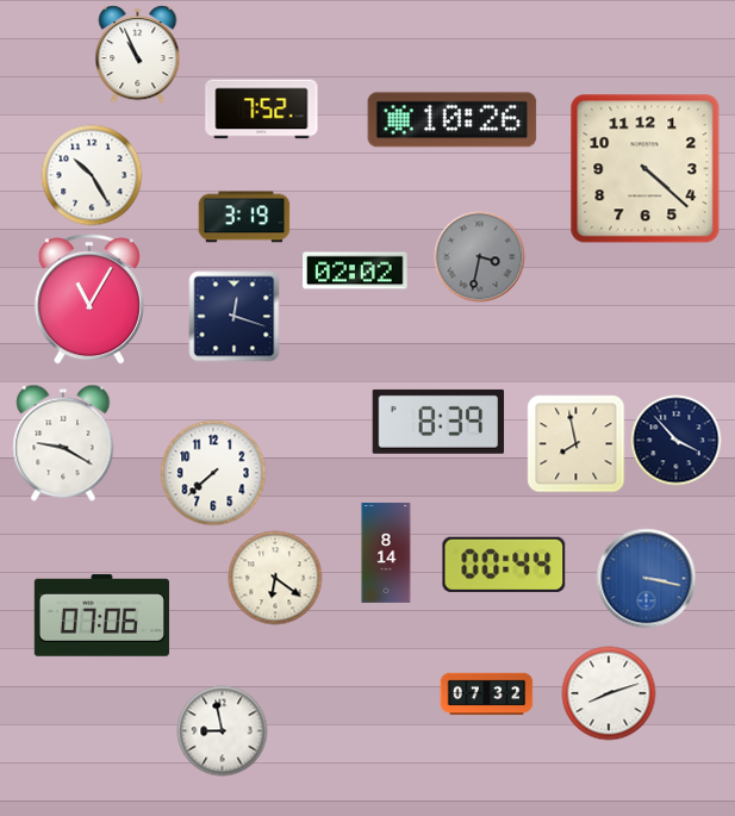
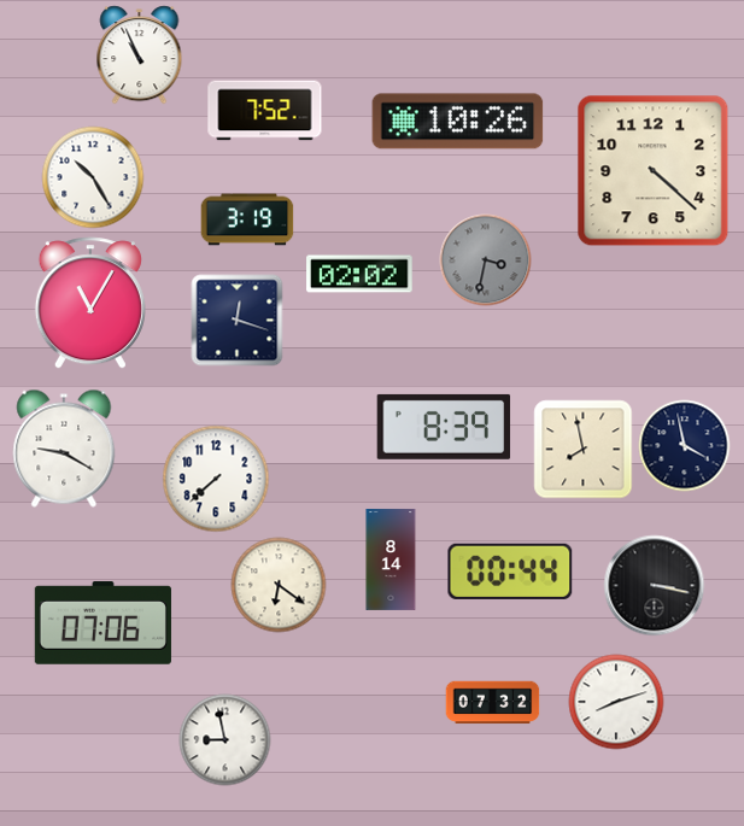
clock at (677, 441): 3:53 -> 3:58
clock at (647, 579) dial: blue -> black
